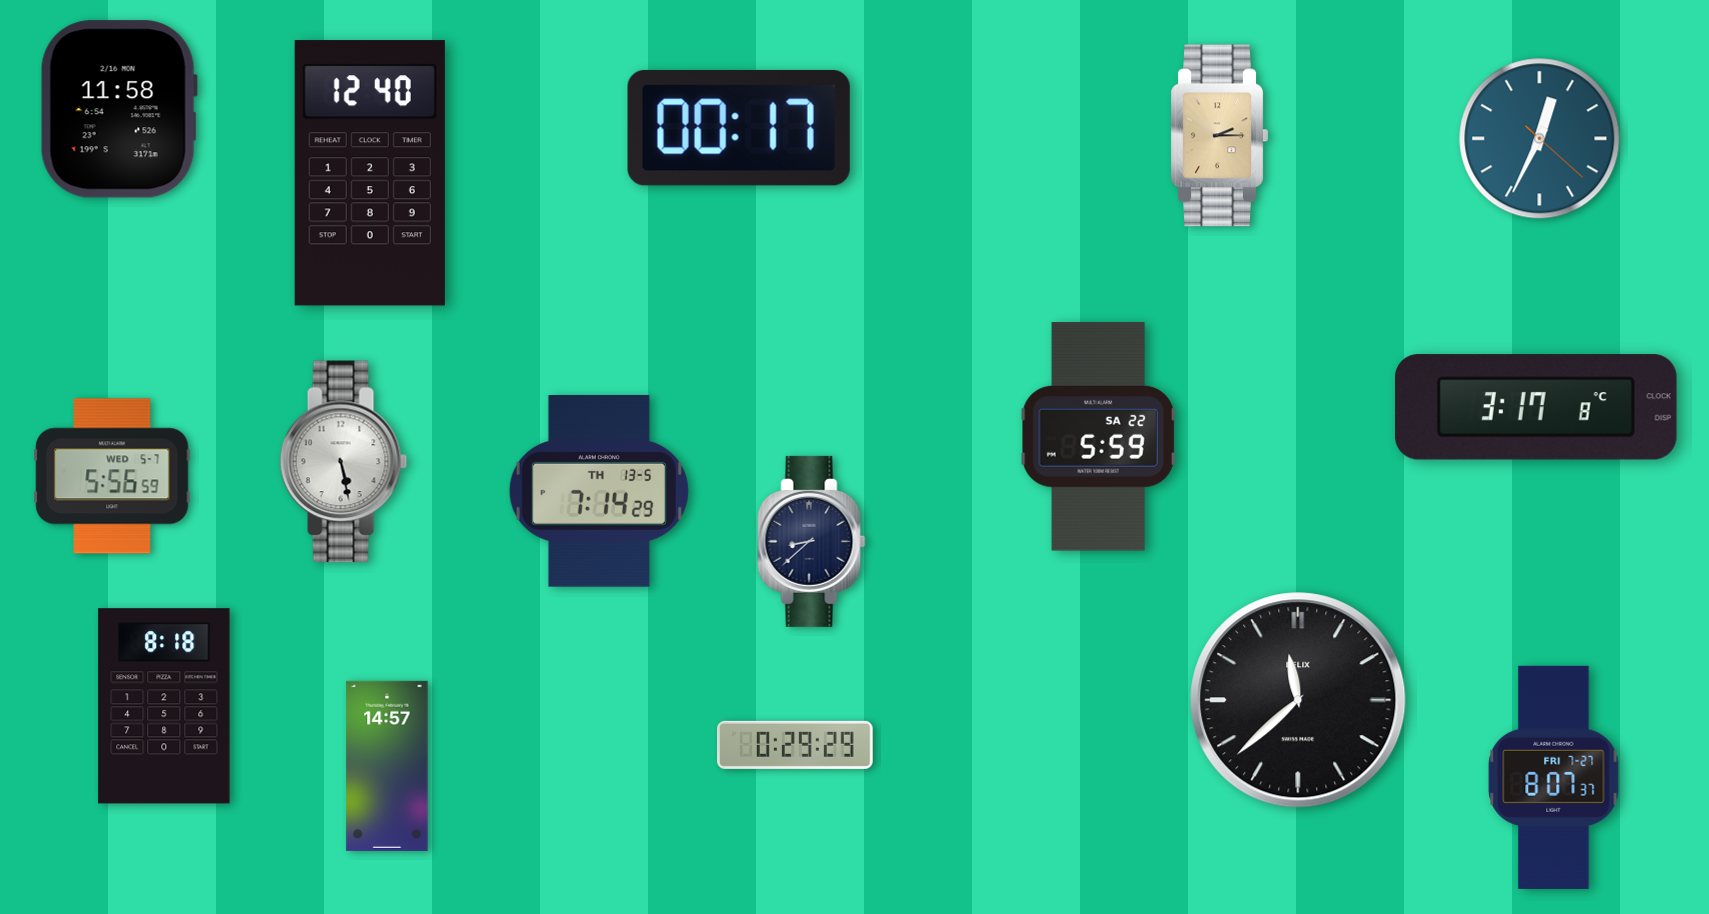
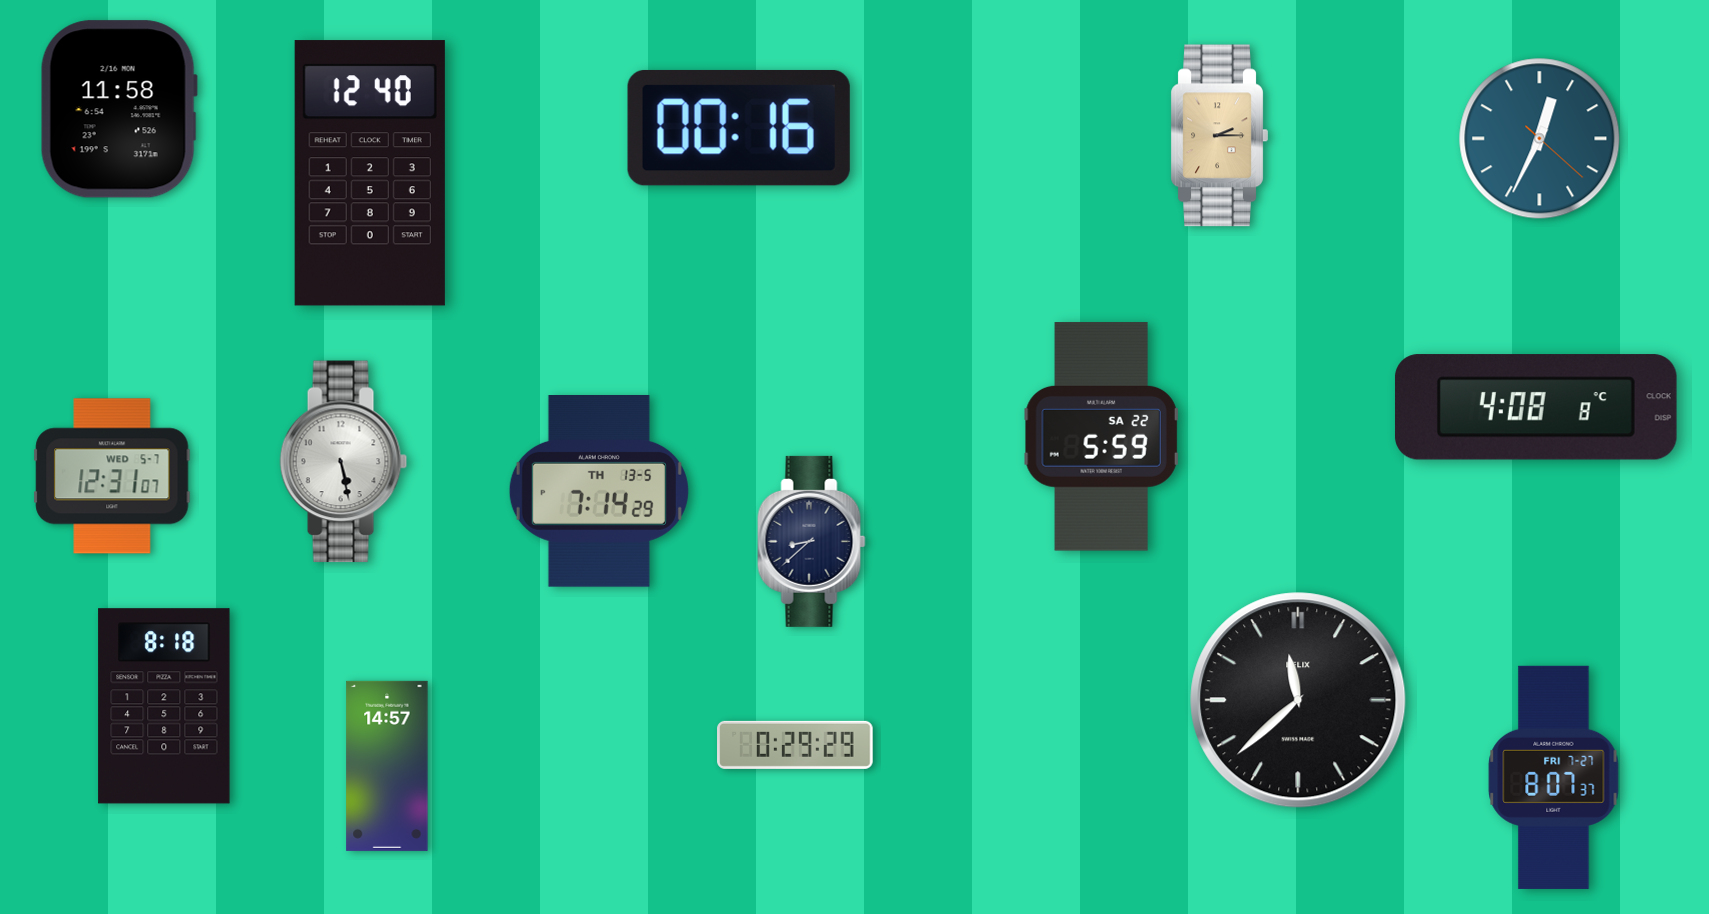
clock at (739, 128): 00:17 -> 00:16
clock at (1536, 407): 3:17 -> 4:08
clock at (1099, 437) position: (1099, 437) -> (1102, 437)
clock at (112, 476): 5:56 -> 12:31
